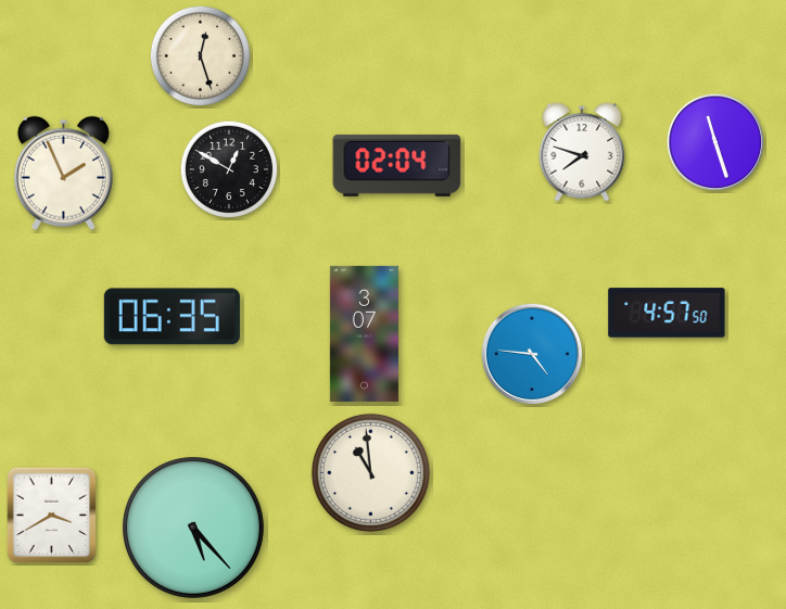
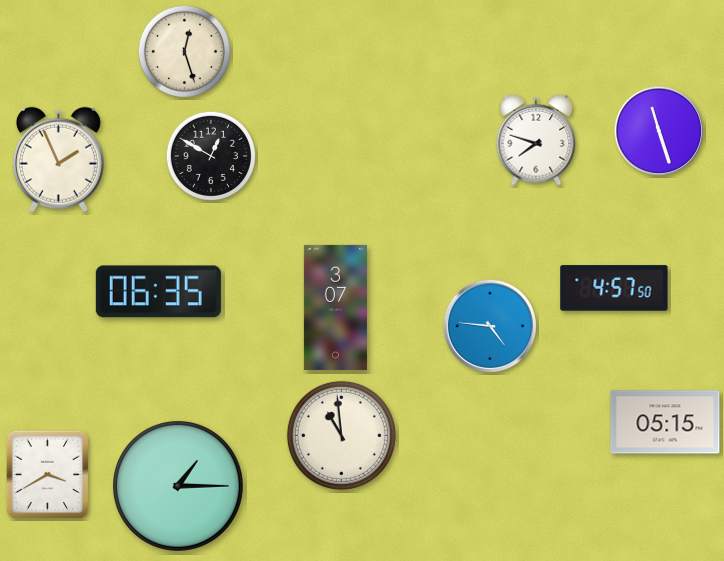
clock at (397, 165): 02:04 -> none
clock at (665, 422): none -> 05:15
clock at (193, 528): 5:23 -> 1:15
